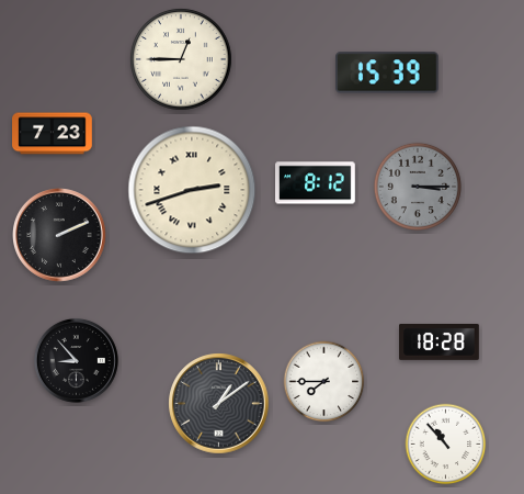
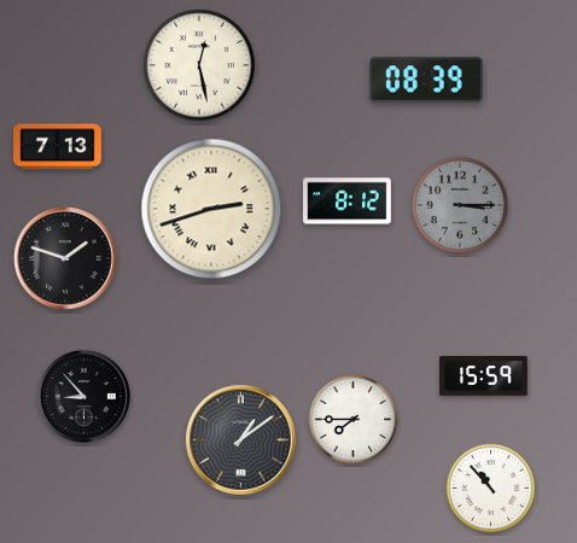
clock at (181, 59): 12:45 -> 12:28
clock at (388, 72): 15:39 -> 08:39
clock at (53, 134): 7:23 -> 7:13
clock at (60, 236): 2:11 -> 1:48
clock at (440, 343): 18:28 -> 15:59
clock at (324, 382) position: (324, 382) -> (354, 420)
clock at (219, 404) position: (219, 404) -> (241, 440)
